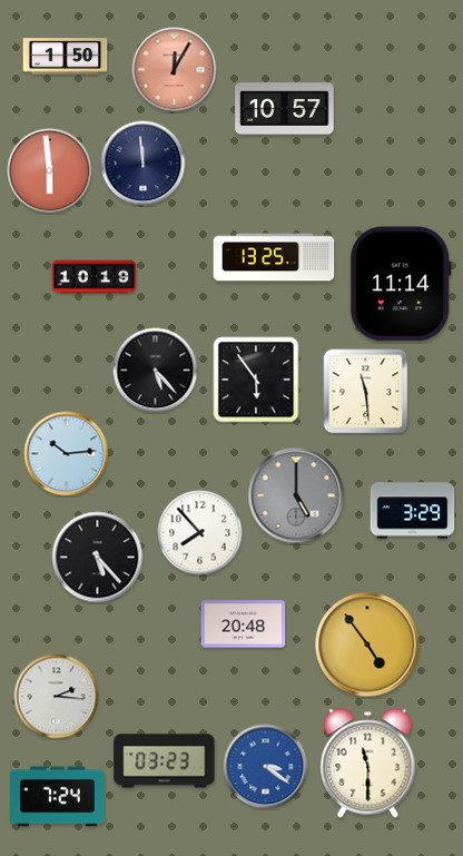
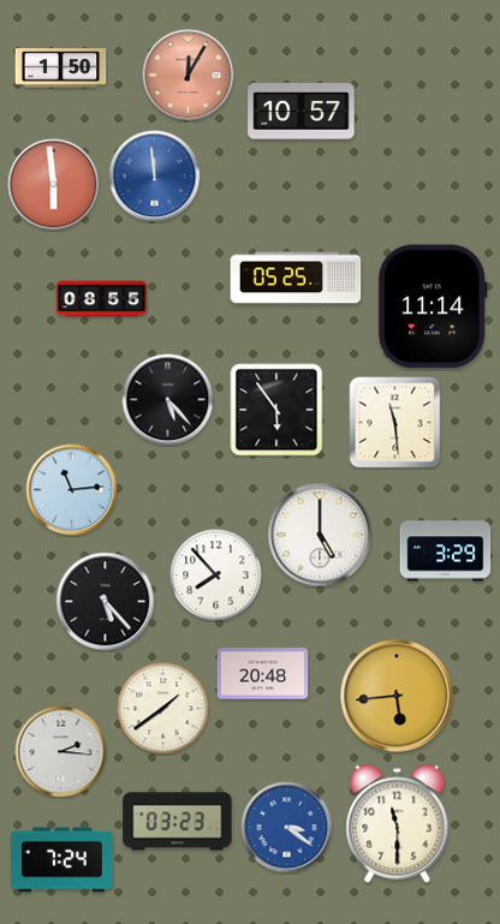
clock at (66, 57) position: (66, 57) -> (61, 68)
clock at (285, 109) position: (285, 109) -> (302, 112)
clock at (144, 164) dial: navy -> blue
clock at (274, 257): 13:25 -> 05:25
clock at (95, 277): 10:19 -> 08:55
clock at (67, 454): 10:14 -> 11:14
clock at (296, 495) dial: grey -> white
clock at (367, 645): 4:54 -> 5:44
clock at (163, 709): none -> 1:39
